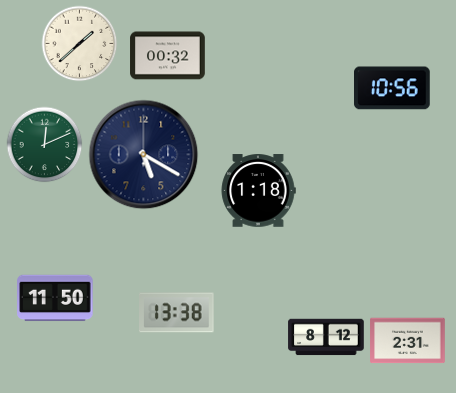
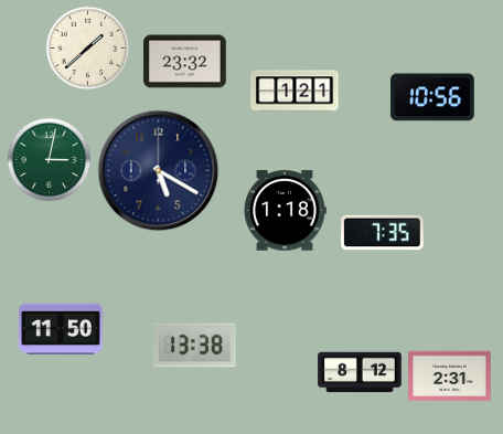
clock at (168, 56): 00:32 -> 23:32
clock at (295, 91): none -> 1:21
clock at (45, 145): 12:11 -> 3:02
clock at (383, 233): none -> 7:35
